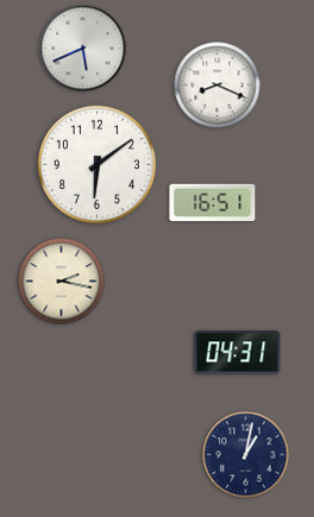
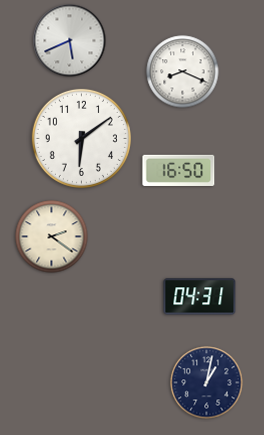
clock at (213, 202): 16:51 -> 16:50
clock at (62, 282): 2:17 -> 2:21
